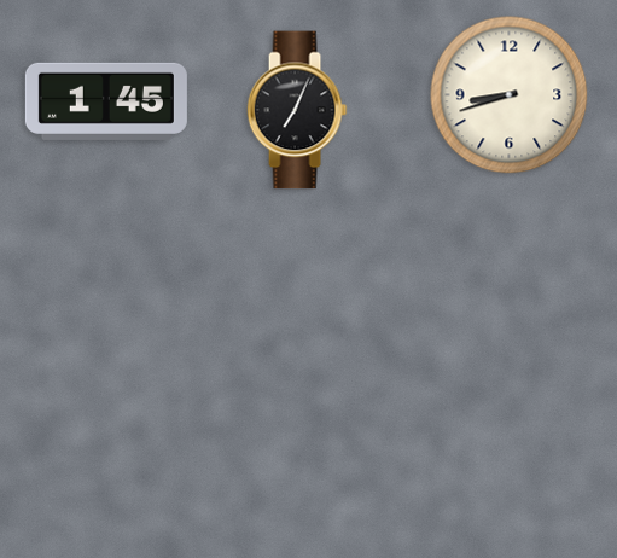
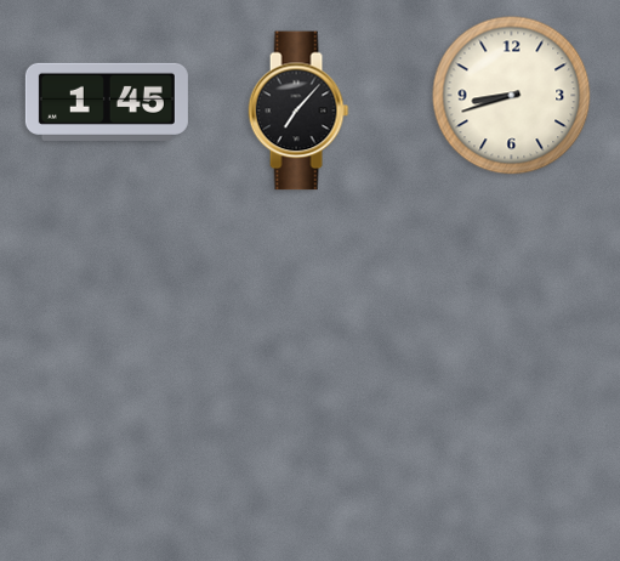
clock at (297, 110): 7:04 -> 7:07
